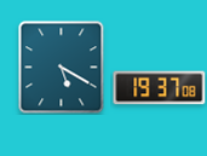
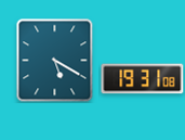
clock at (160, 88): 19:37 -> 19:31
